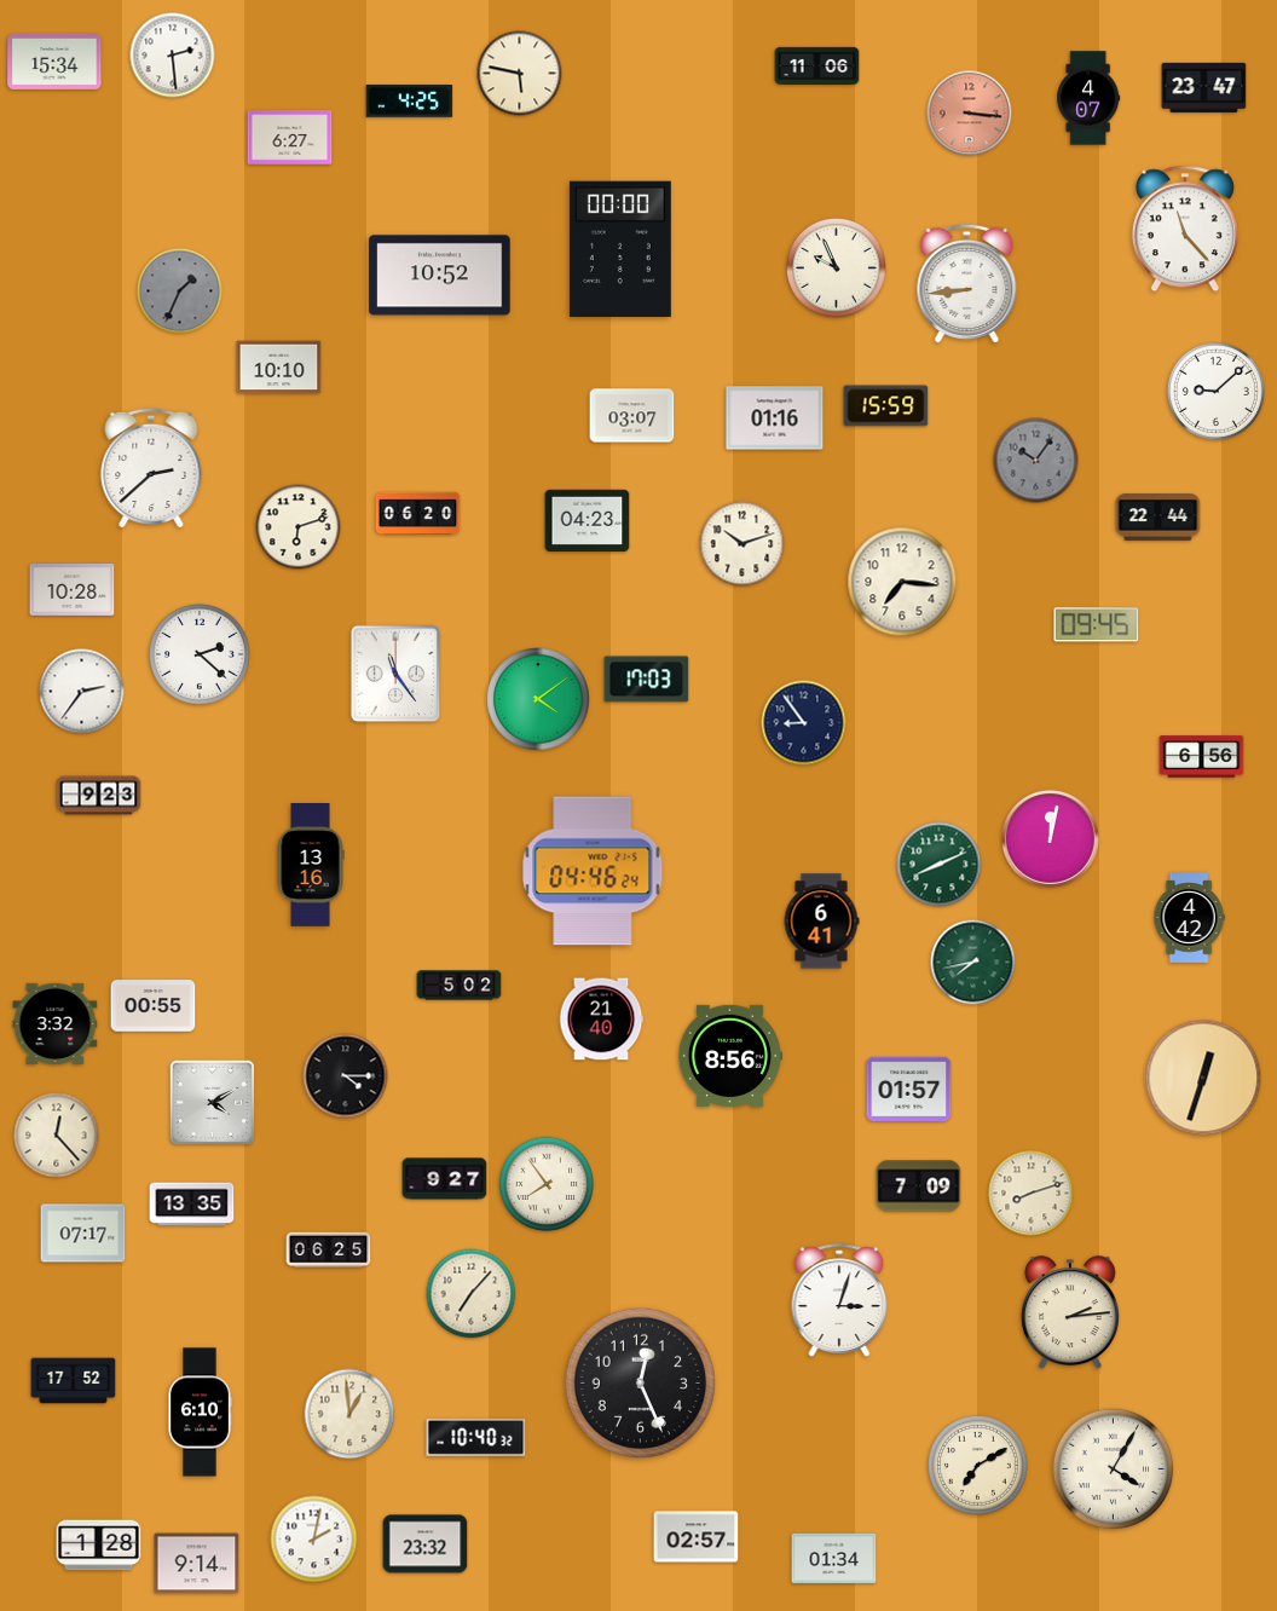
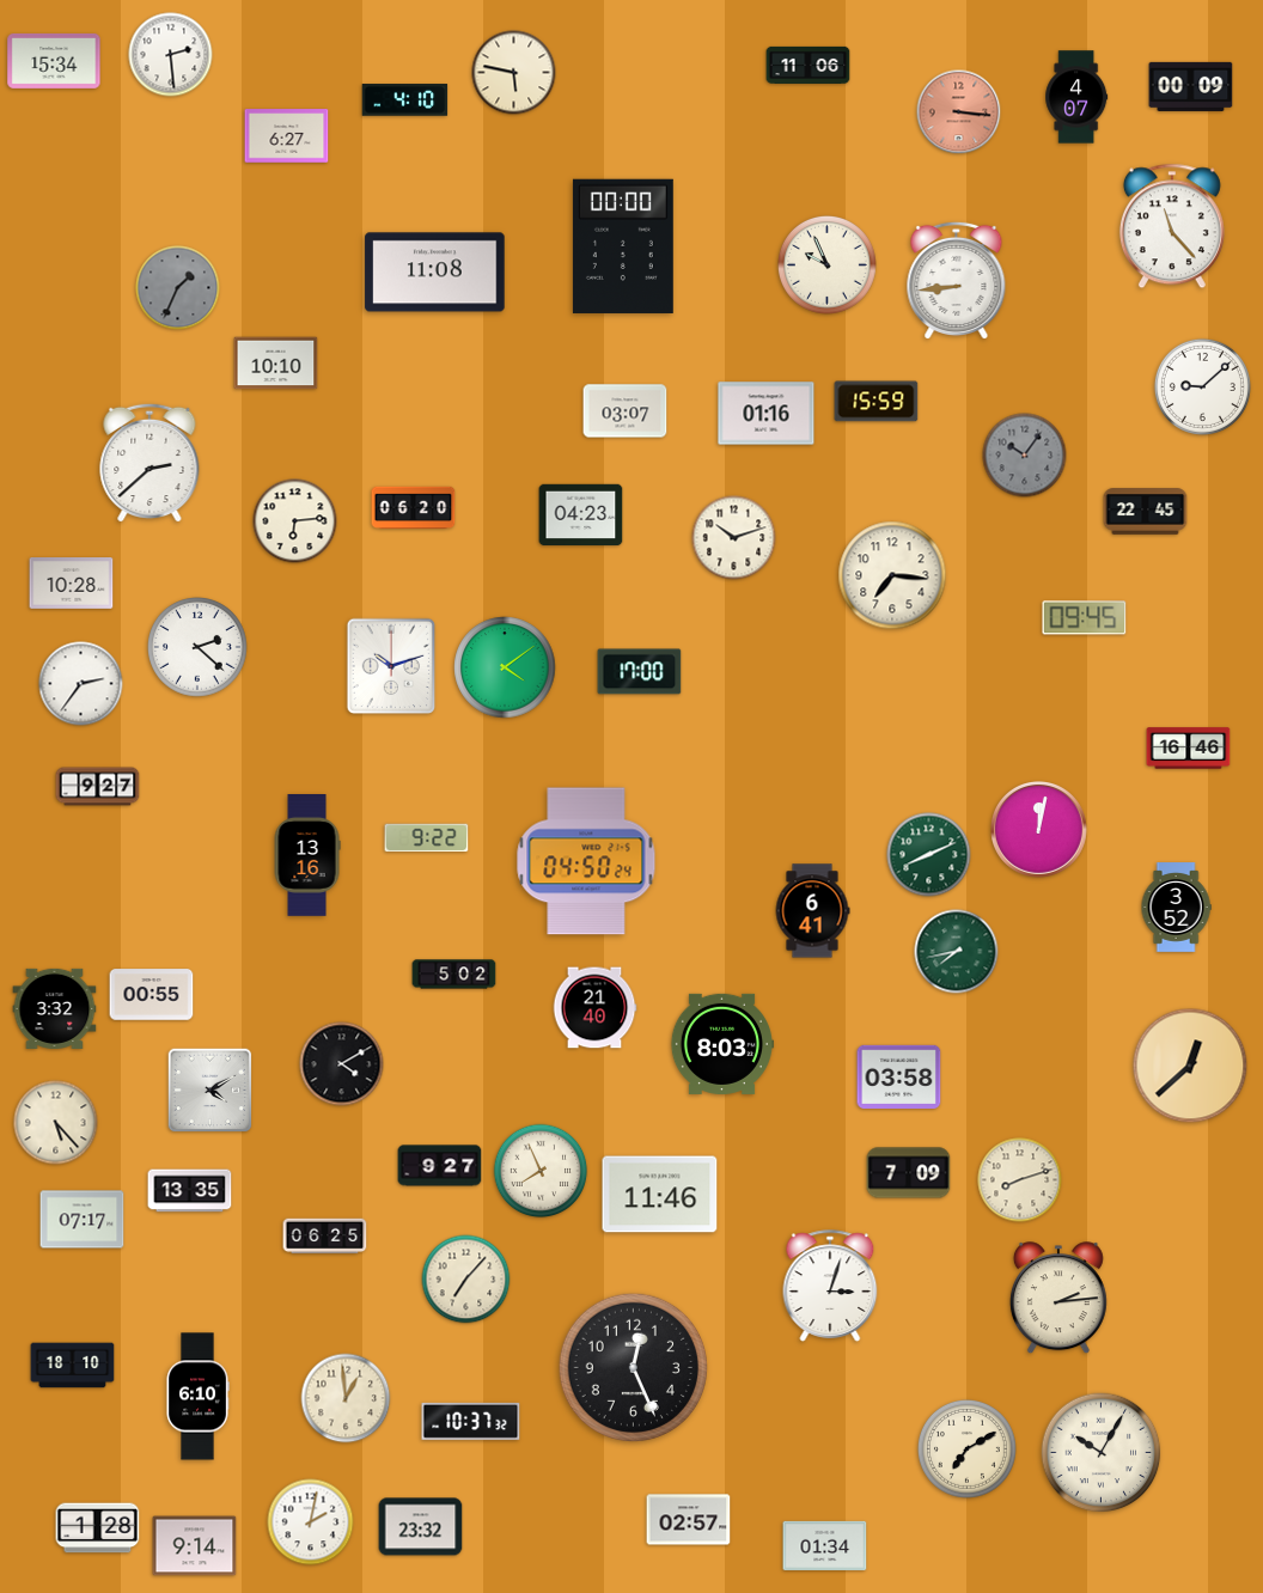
clock at (1204, 87): 23:47 -> 00:09
clock at (410, 102): 4:25 -> 4:10
clock at (620, 248) position: (620, 248) -> (623, 245)
clock at (440, 276): 10:52 -> 11:08
clock at (1158, 518): 22:44 -> 22:45
clock at (299, 527): 6:12 -> 6:14
clock at (395, 674): 11:24 -> 10:12
clock at (647, 680): 17:03 -> 17:00
clock at (538, 699) position: (538, 699) -> (505, 667)
clock at (804, 723): 8:54 -> none
clock at (1202, 757): 6:56 -> 16:46
clock at (99, 796): 9:23 -> 9:27
clock at (427, 838): none -> 9:22
clock at (593, 871): 04:46 -> 04:50
clock at (1189, 918): 4:42 -> 3:52
clock at (973, 963) position: (973, 963) -> (957, 952)
clock at (56, 1023) position: (56, 1023) -> (55, 1008)
clock at (729, 1056): 8:56 -> 8:03
clock at (346, 1076): 4:15 -> 4:10
clock at (1203, 1078): 12:33 -> 12:38
clock at (909, 1089): 01:57 -> 03:58
clock at (57, 1136): 12:23 -> 5:23
clock at (547, 1184): 7:54 -> 7:56
clock at (660, 1195): none -> 11:46
clock at (74, 1381): 17:52 -> 18:10
clock at (476, 1437): 10:40 -> 10:37
clock at (1114, 1469): 4:05 -> 10:05
clock at (834, 1558) position: (834, 1558) -> (825, 1545)
